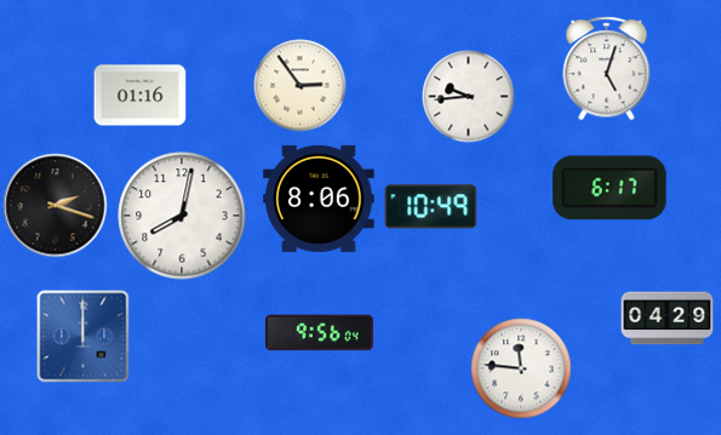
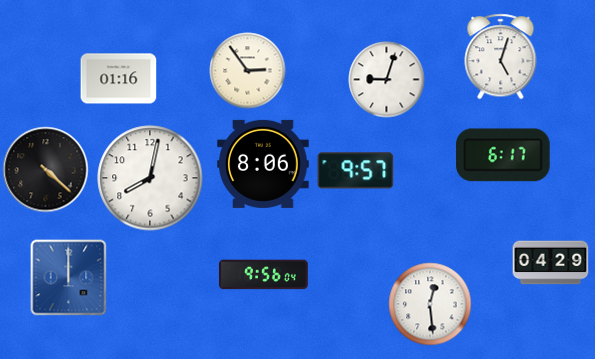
clock at (141, 96) position: (141, 96) -> (119, 79)
clock at (469, 97): 9:44 -> 9:03
clock at (56, 206): 2:18 -> 4:22
clock at (431, 207): 10:49 -> 9:57
clock at (521, 368): 11:46 -> 12:29
